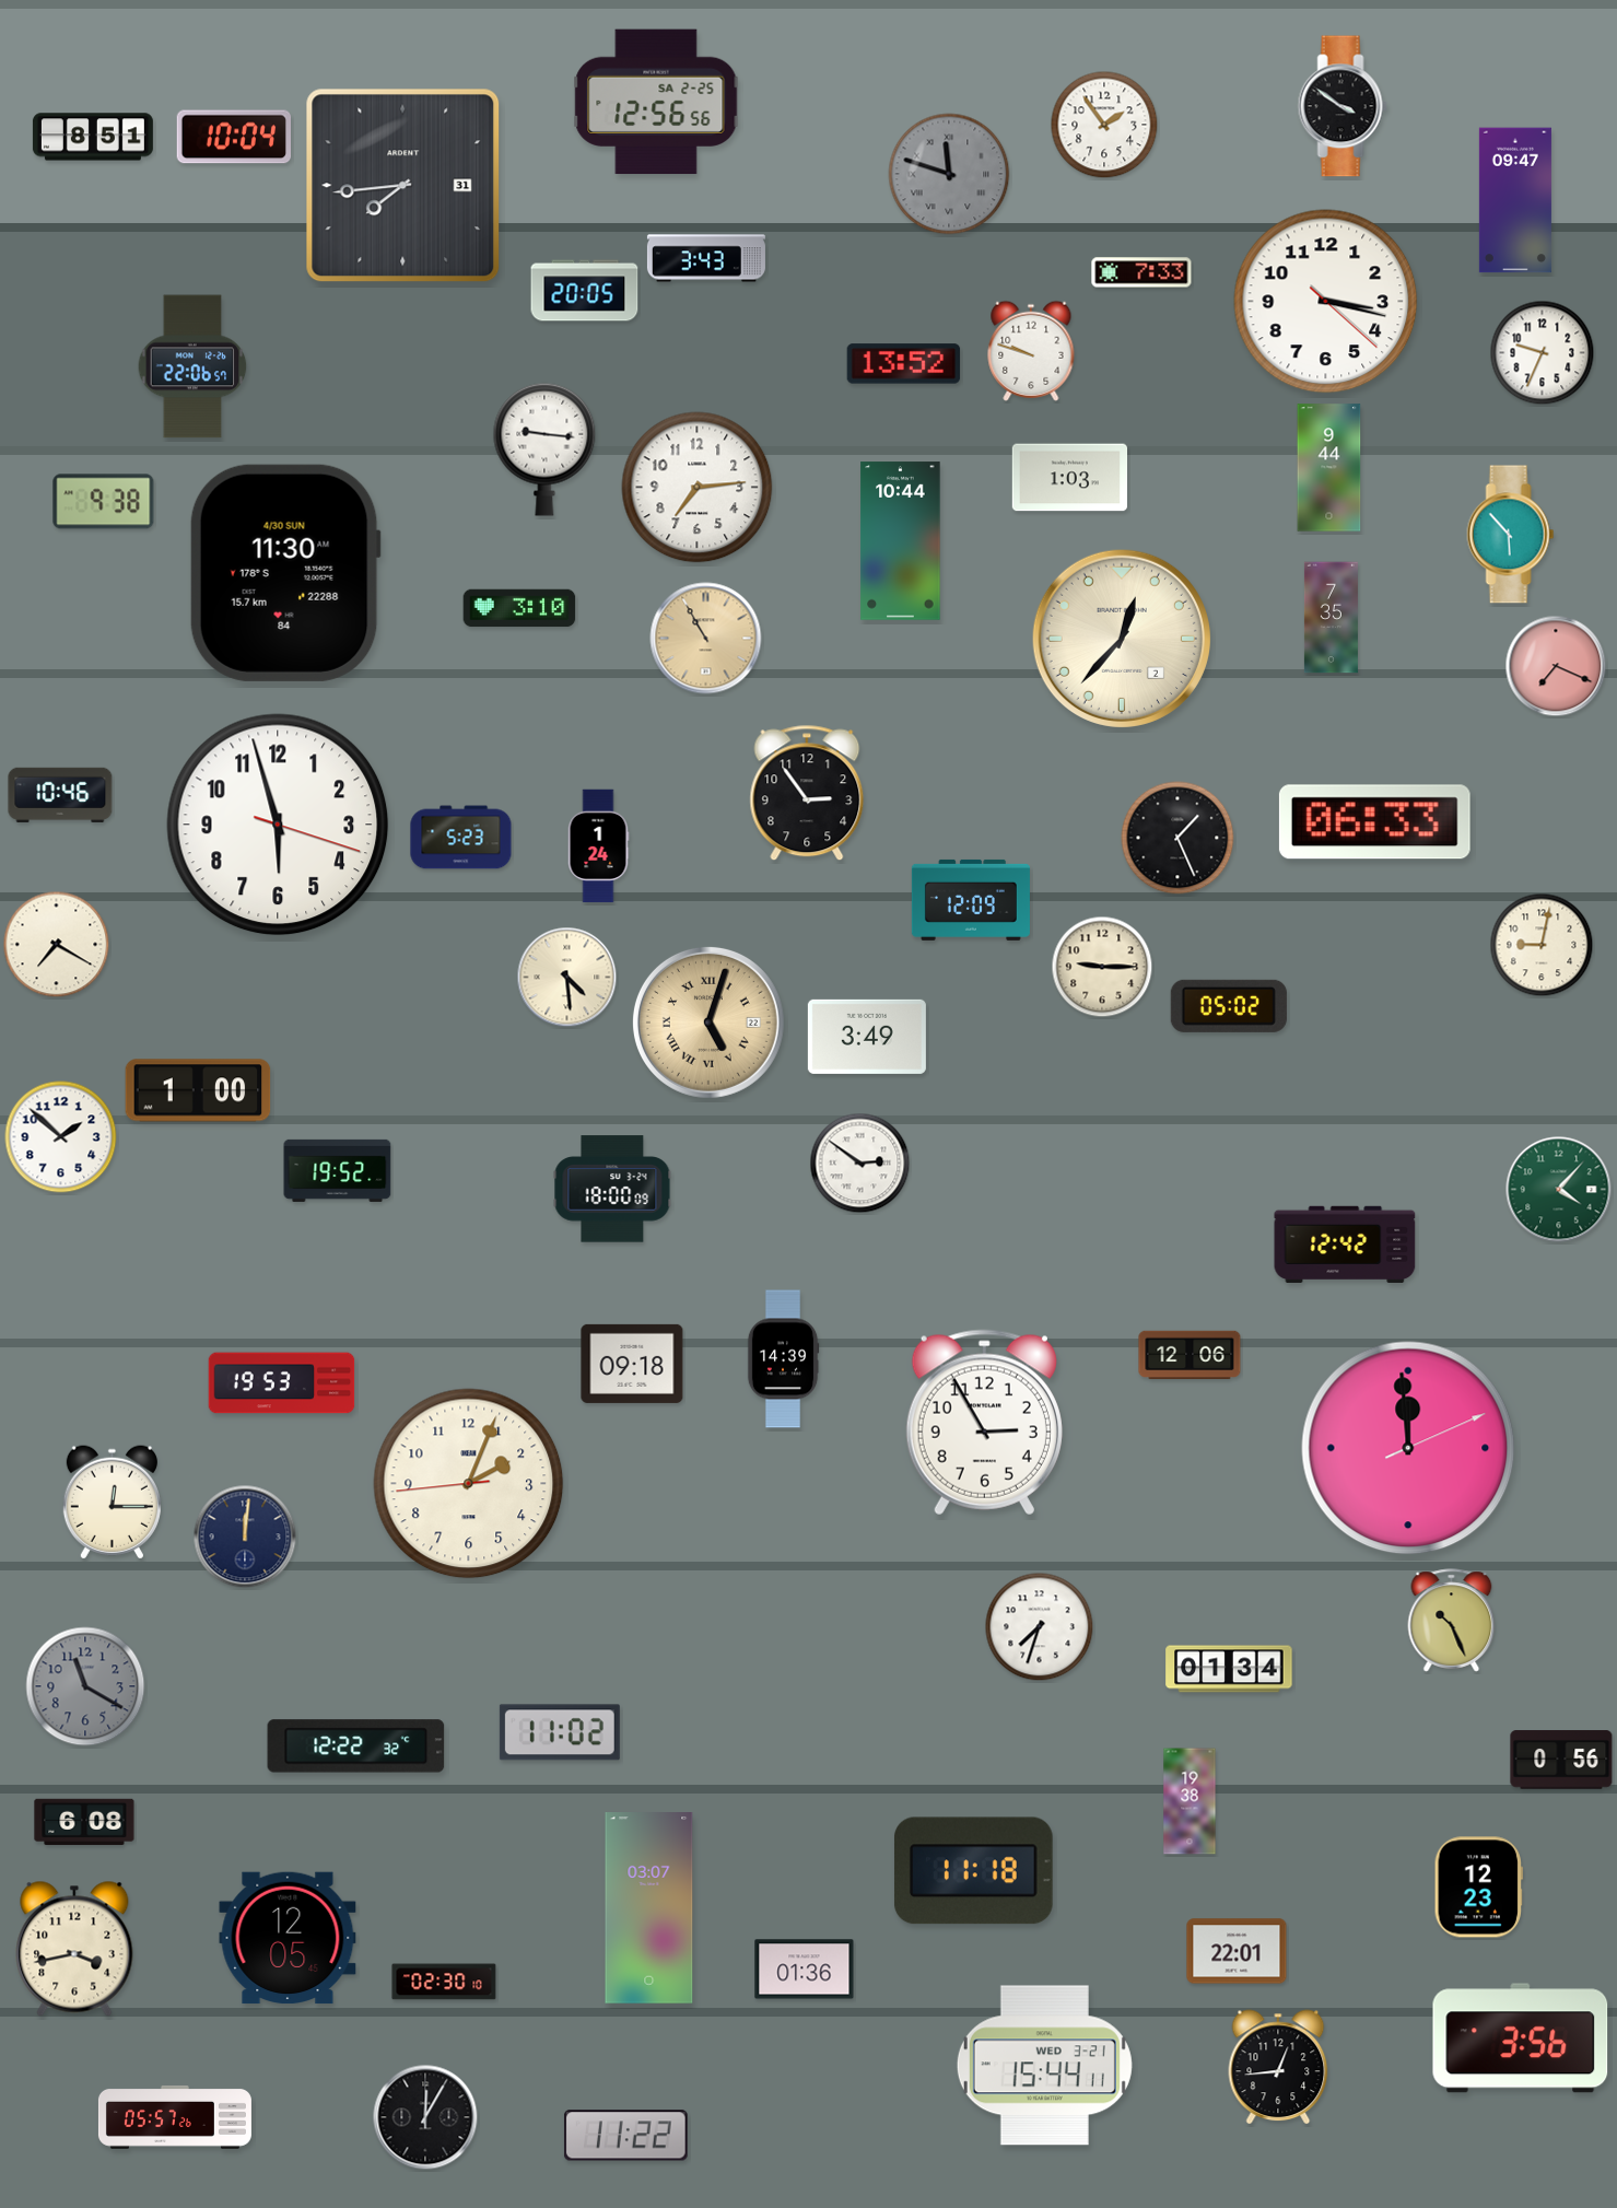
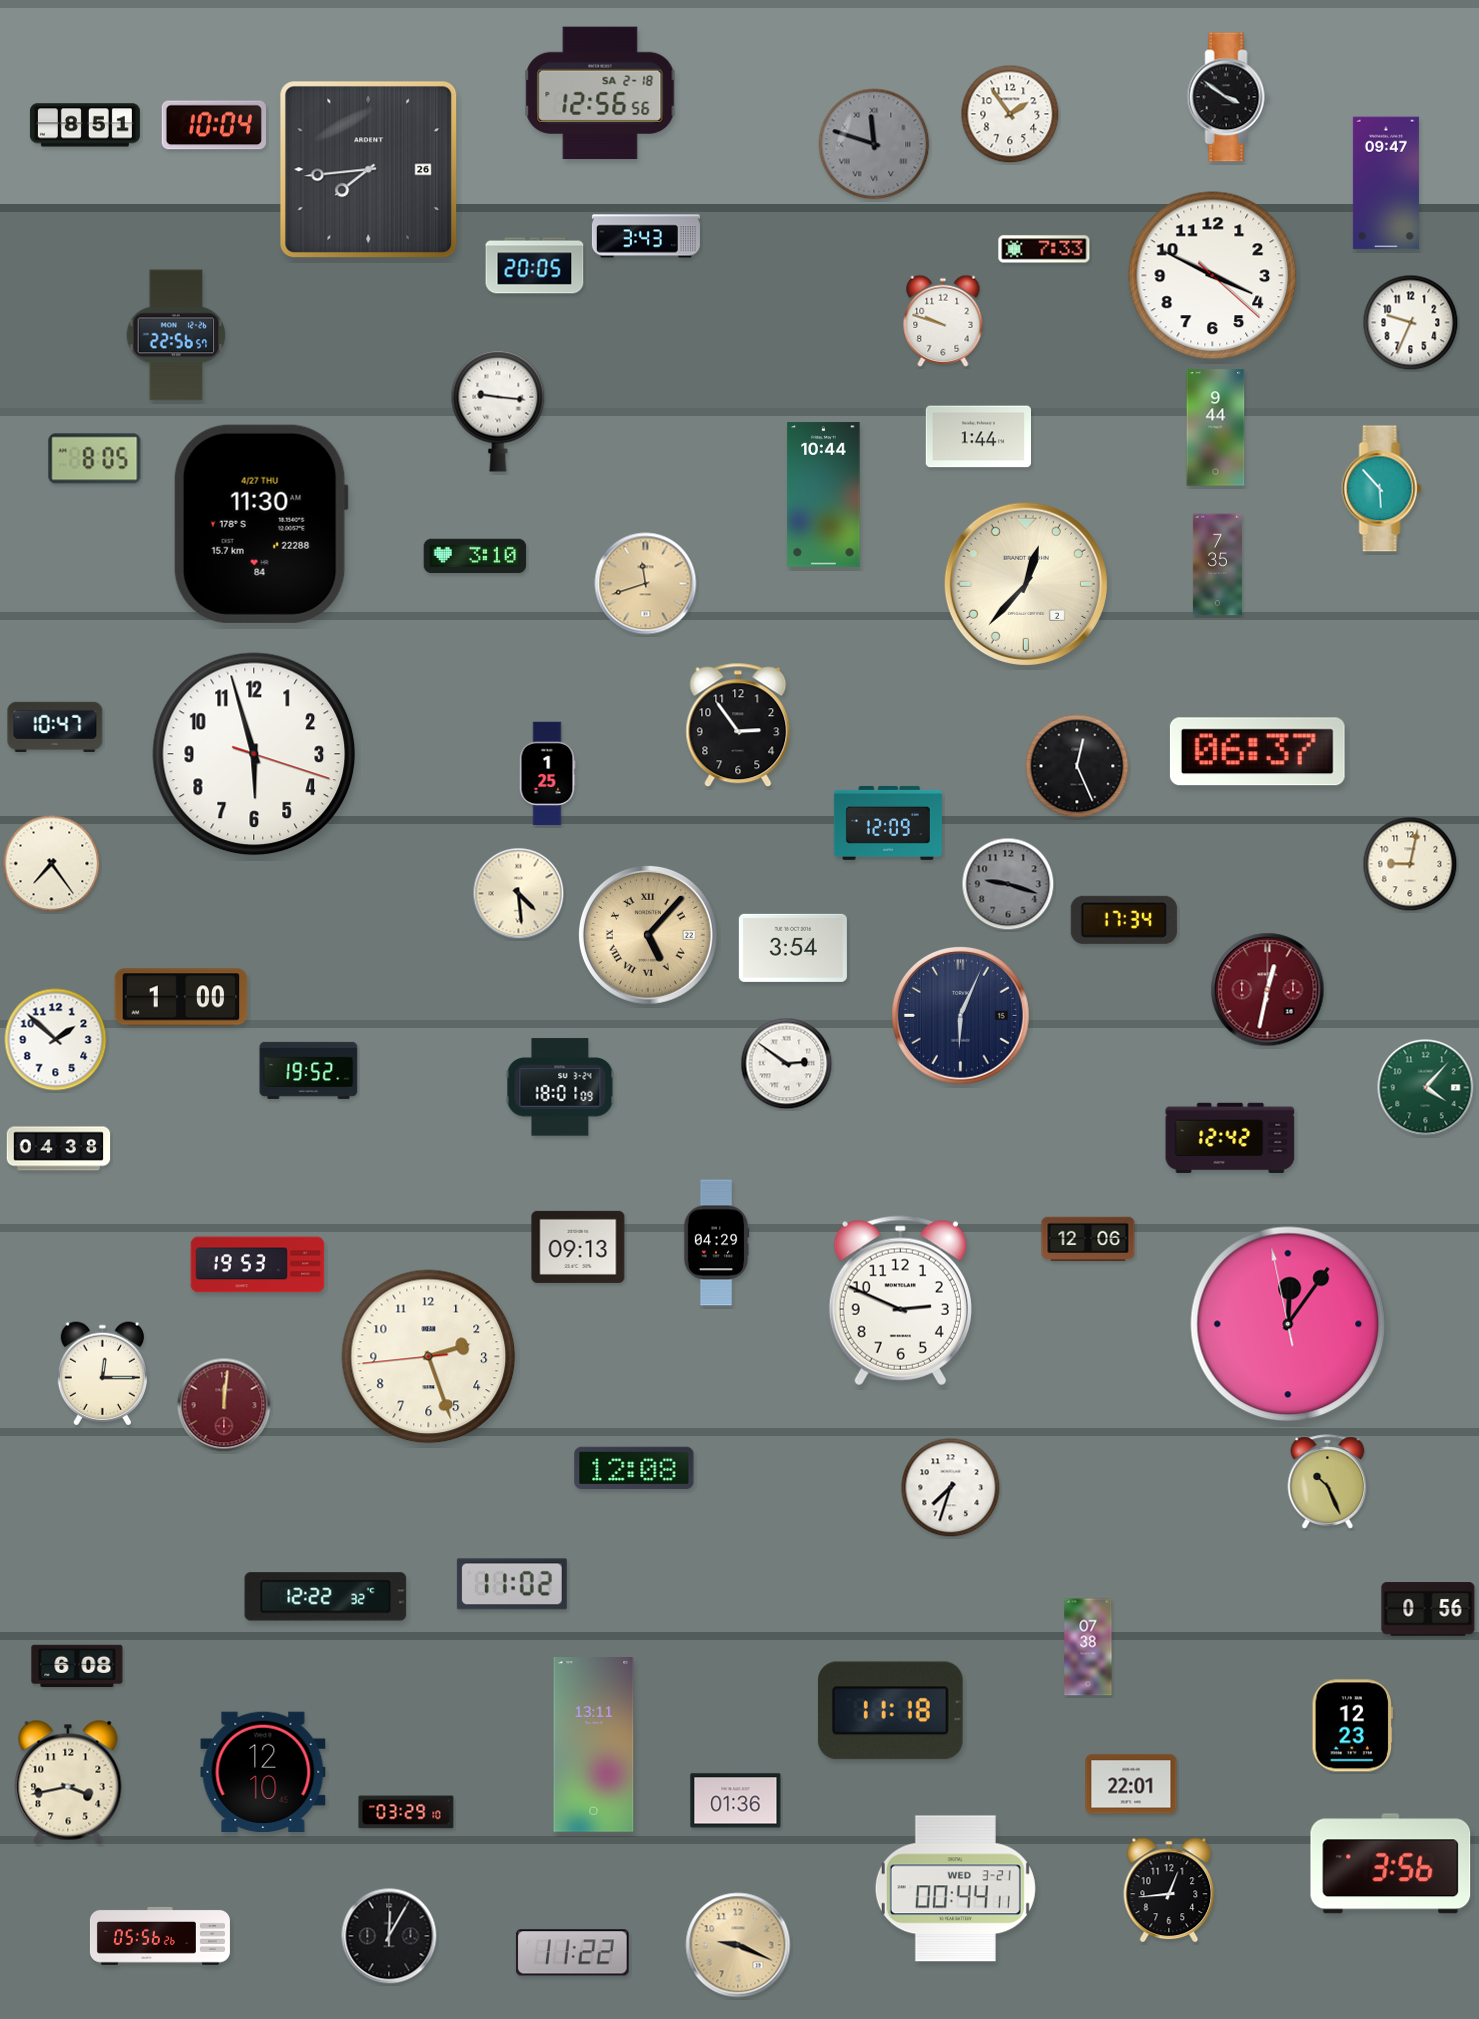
clock at (656, 102) date: SA 2-25 -> SA 2-18
clock at (949, 174) position: (949, 174) -> (874, 144)
clock at (403, 186) date: 31 -> 26
clock at (1326, 302): 3:17 -> 3:49
clock at (904, 364): 13:52 -> none
clock at (192, 366): 22:06 -> 22:56
clock at (1069, 478): 1:03 -> 1:44
clock at (698, 488): 7:14 -> none
clock at (104, 502): 9:38 -> 8:05
clock at (285, 573) date: 4/30 SUN -> 4/27 THU
clock at (706, 639): 10:55 -> 11:42
clock at (1556, 666): 7:19 -> none
clock at (60, 795): 10:46 -> 10:47
clock at (1374, 822): 06:33 -> 06:37
clock at (461, 838): 5:23 -> none
clock at (1177, 838): 1:26 -> 12:26
clock at (598, 846): 1:24 -> 1:25
clock at (57, 945): 7:20 -> 7:24
clock at (1102, 967): 9:15 -> 9:18
clock at (1102, 967) dial: cream -> grey
clock at (1229, 1006): 05:02 -> 17:34
clock at (708, 1023): 5:03 -> 5:07
clock at (867, 1037): 3:49 -> 3:54
clock at (1268, 990): none -> 12:32
clock at (960, 1015): none -> 6:04
clock at (612, 1189): 18:00 -> 18:01
clock at (59, 1149): none -> 04:38
clock at (783, 1359): 14:39 -> 04:29
clock at (632, 1364): 09:18 -> 09:13
clock at (984, 1423): 2:55 -> 2:49
clock at (1408, 1448): 11:59 -> 12:05
clock at (469, 1484): 2:03 -> 2:26
clock at (245, 1537) dial: navy -> burgundy
clock at (634, 1467): none -> 12:08
clock at (1229, 1669): 01:34 -> none
clock at (85, 1686): 11:20 -> none
clock at (1190, 1801): 19:38 -> 07:38
clock at (649, 1908): 03:07 -> 13:11
clock at (288, 1938): 12:05 -> 12:10
clock at (444, 1982): 02:30 -> 03:29
clock at (1044, 2066): 15:44 -> 00:44
clock at (175, 2117): 05:57 -> 05:56
clock at (738, 1945): none -> 9:19
